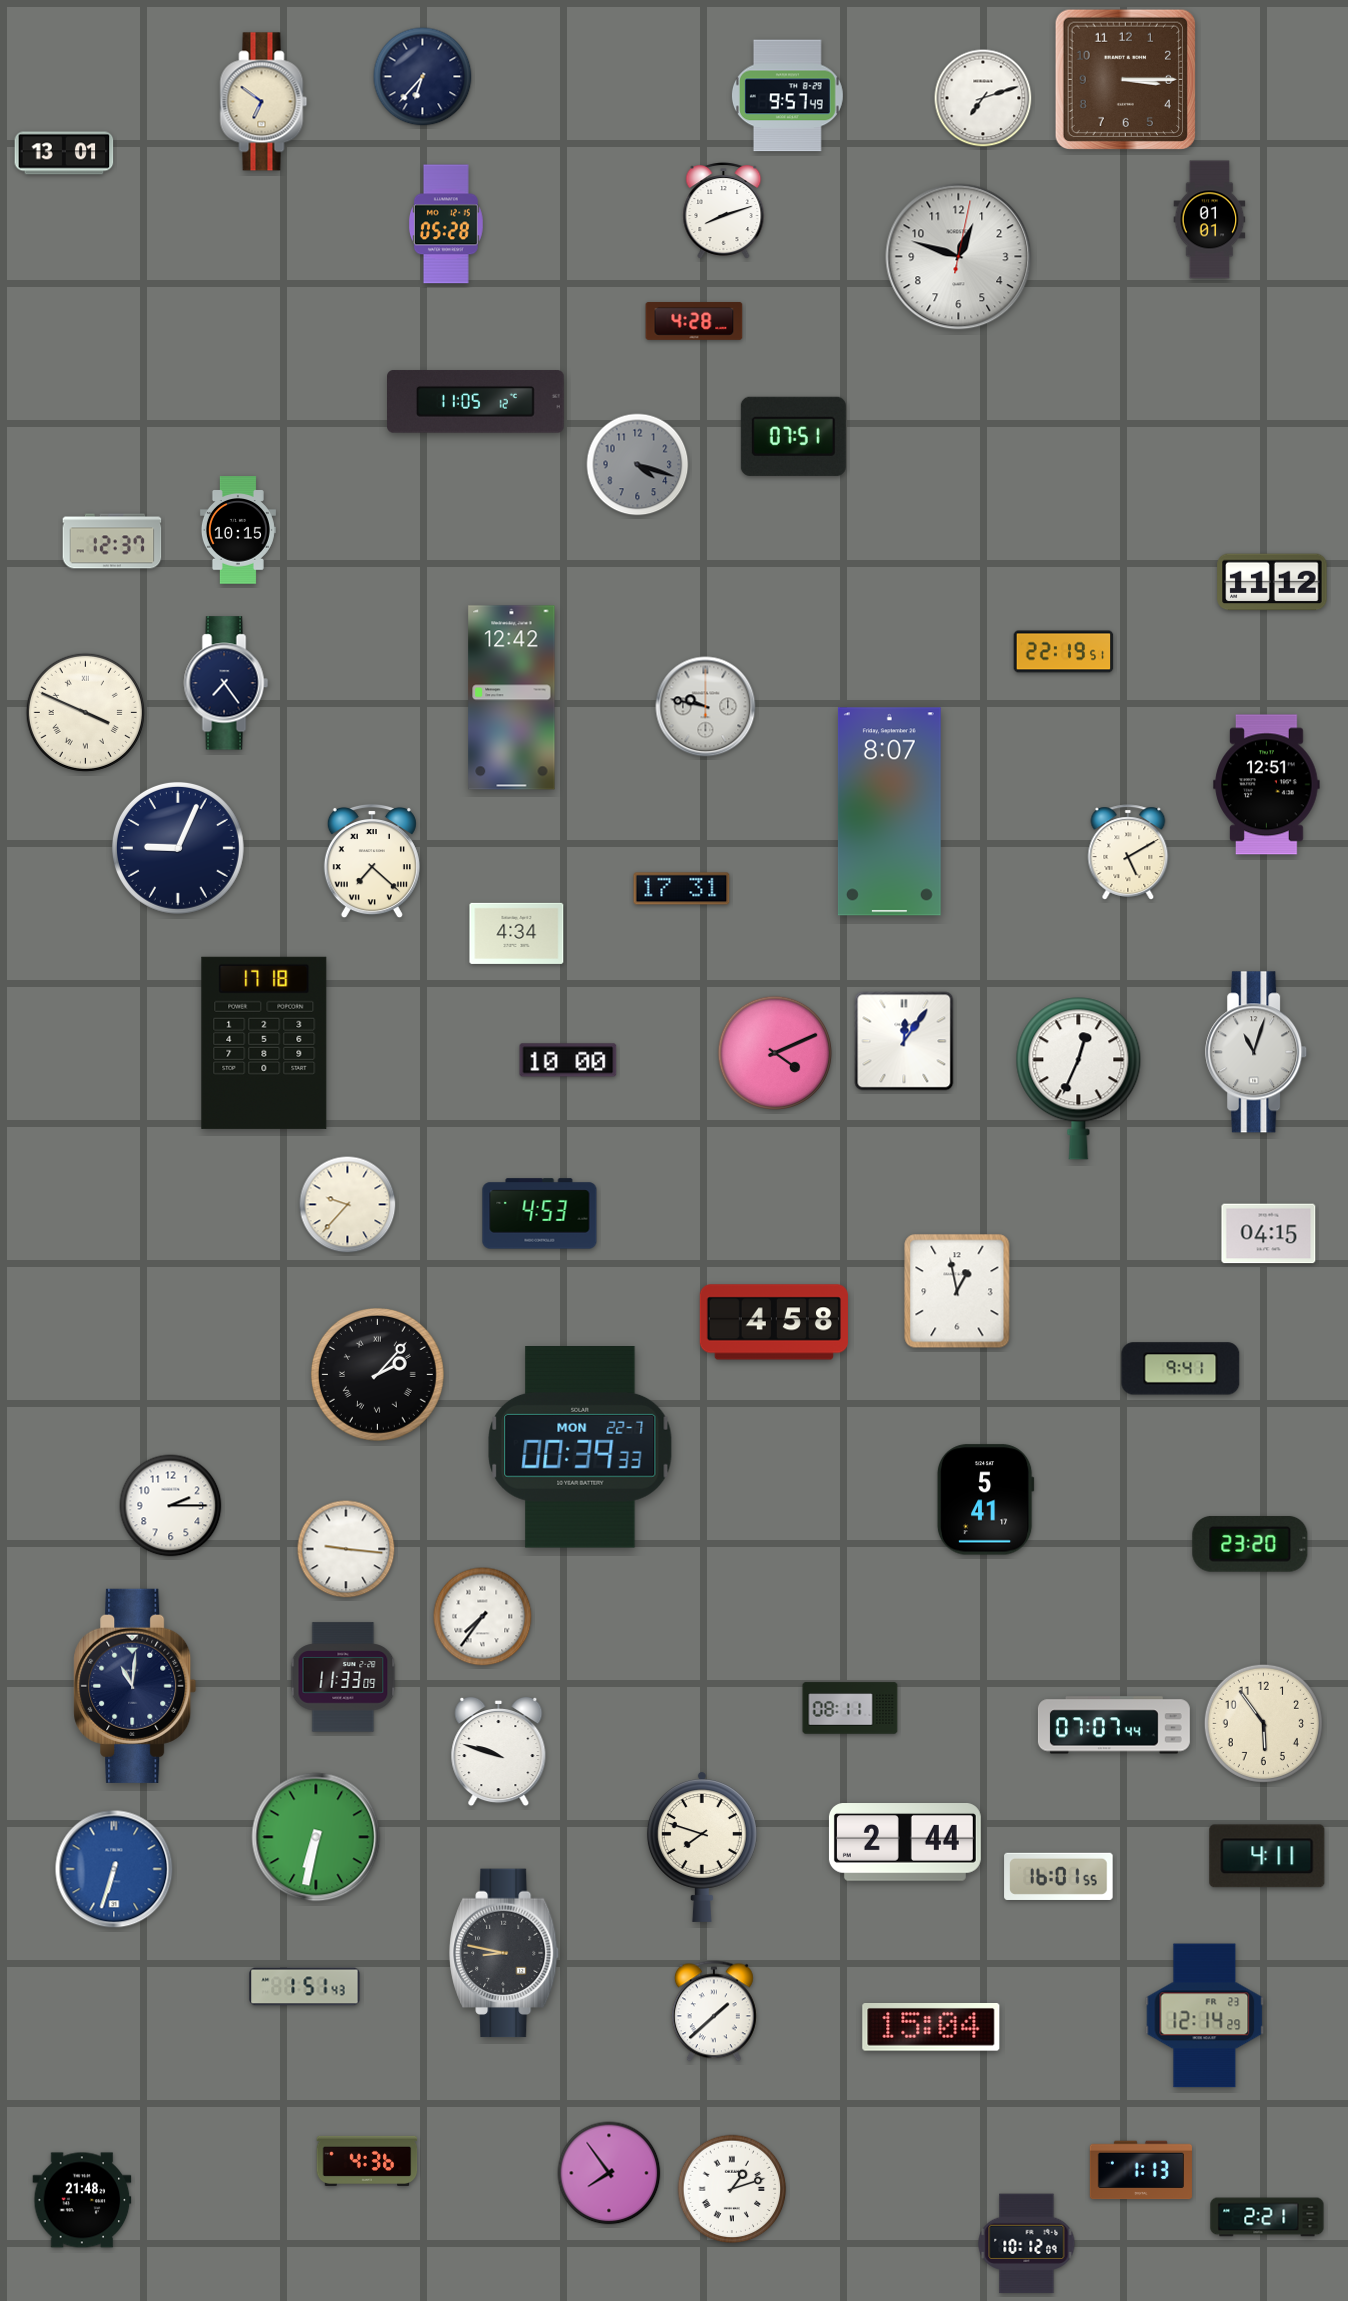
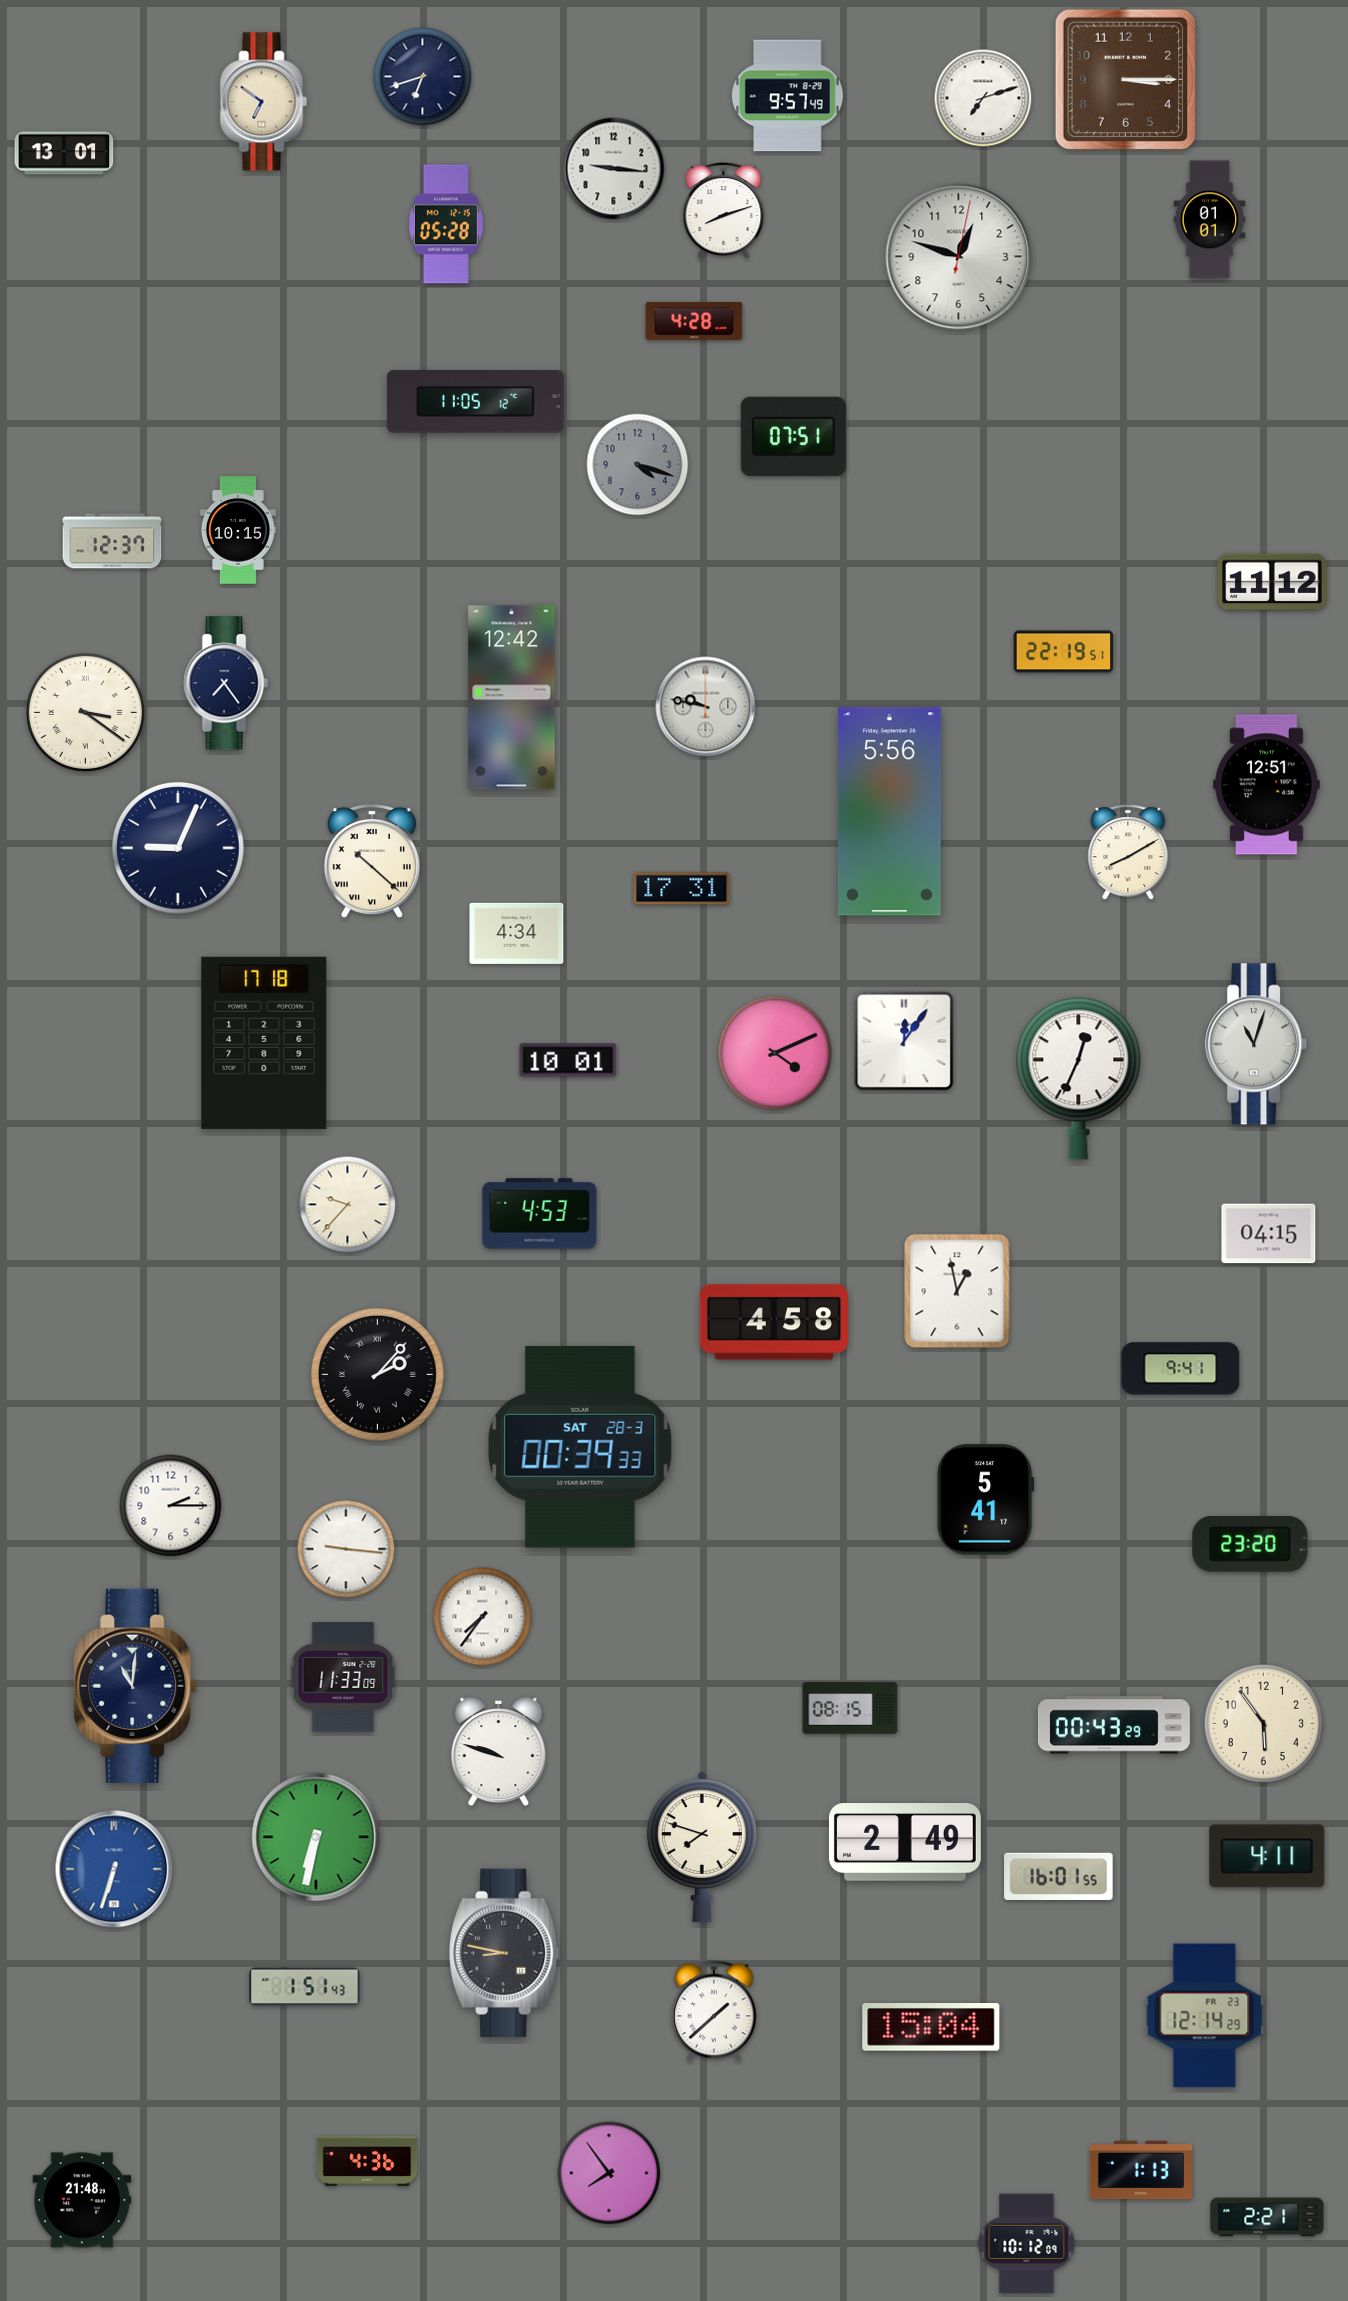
clock at (423, 77): 6:37 -> 6:42
clock at (614, 169): none -> 9:16
clock at (85, 712): 3:49 -> 3:21
clock at (889, 812): 8:07 -> 5:56
clock at (1128, 852): 5:10 -> 8:10
clock at (372, 861): 7:22 -> 10:22
clock at (1257, 1052) position: (1257, 1052) -> (1257, 1044)
clock at (568, 1060): 10:00 -> 10:01
clock at (580, 1448) date: MON 22-7 -> SAT 28-3
clock at (850, 1708): 08:11 -> 08:15
clock at (1114, 1725): 07:07 -> 00:43
clock at (905, 1843): 2:44 -> 2:49
clock at (732, 2189): 1:12 -> none
